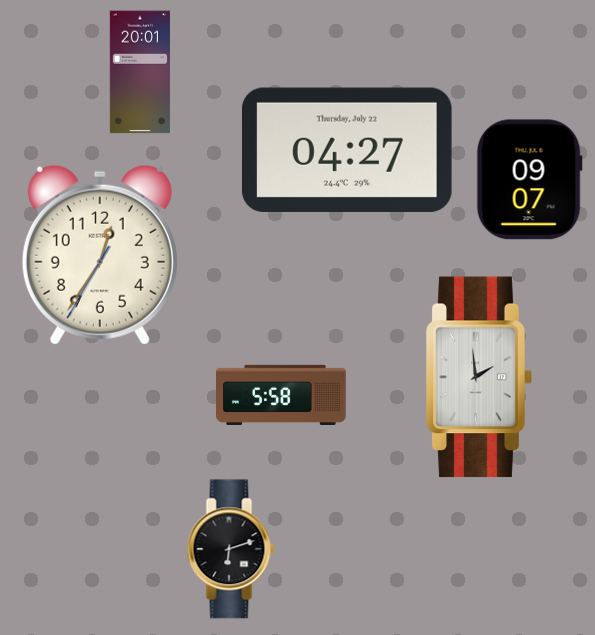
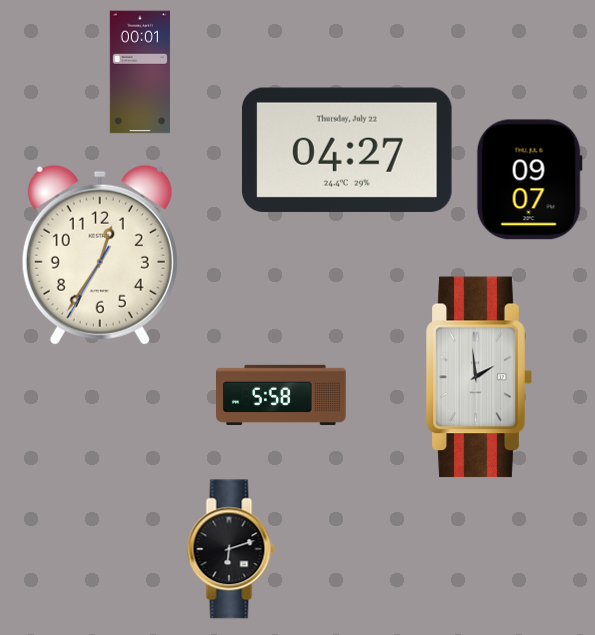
clock at (140, 72): 20:01 -> 00:01
